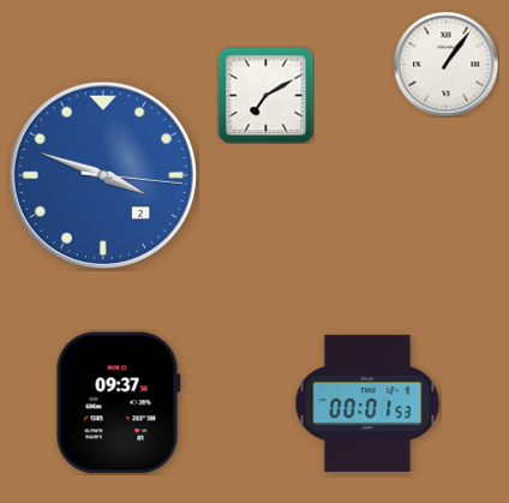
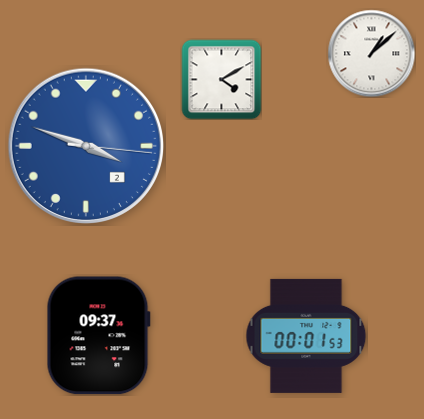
clock at (445, 64): 1:06 -> 1:08
clock at (265, 95): 7:10 -> 4:10
